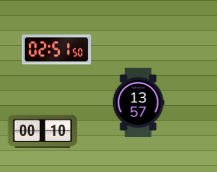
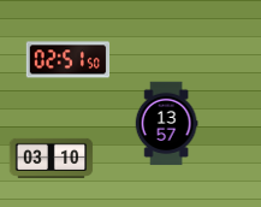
clock at (43, 131): 00:10 -> 03:10
